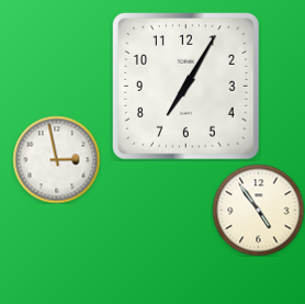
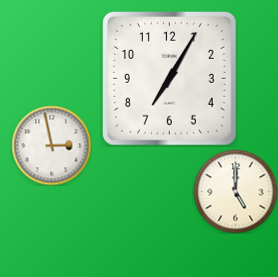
clock at (258, 210): 4:54 -> 5:00
